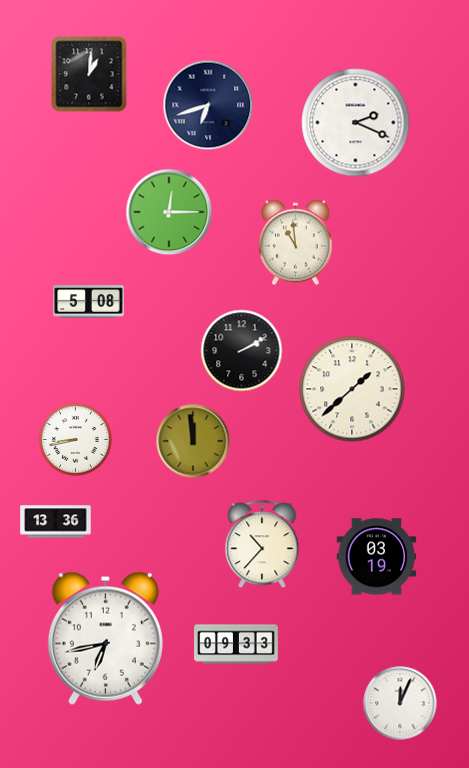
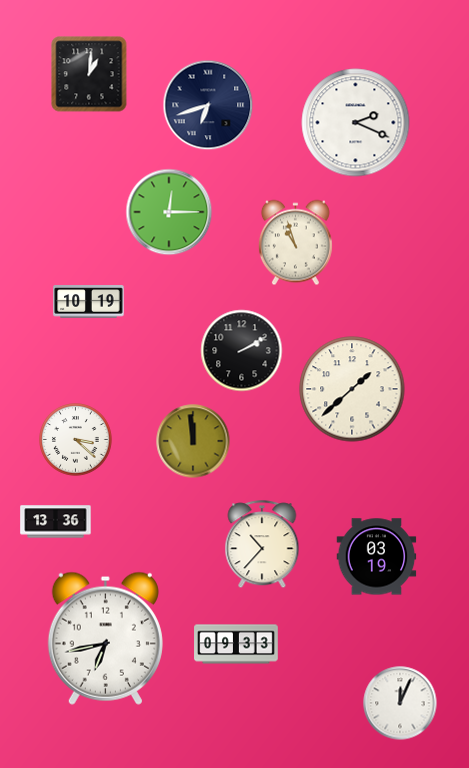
clock at (295, 243): 10:59 -> 10:57
clock at (89, 302): 5:08 -> 10:19
clock at (76, 440): 8:43 -> 3:22
